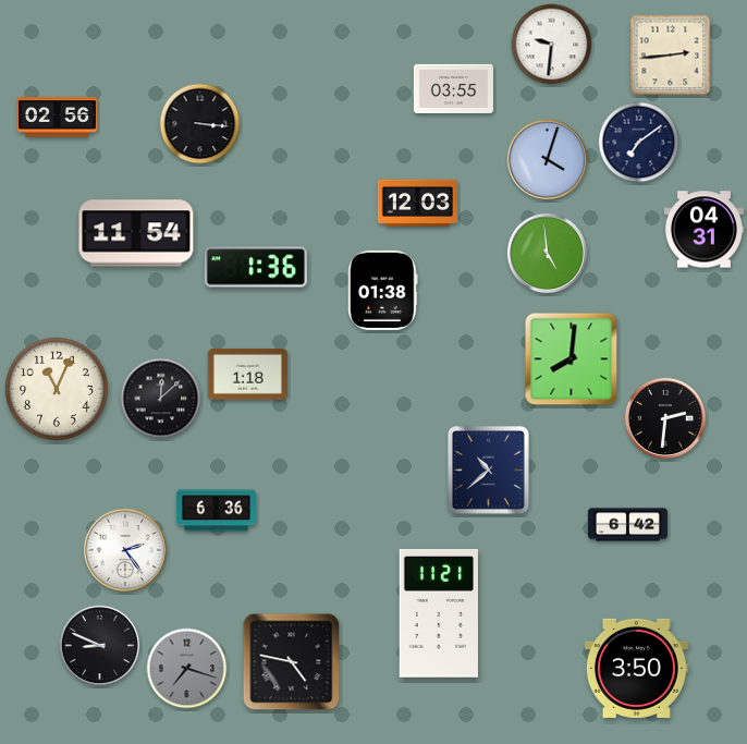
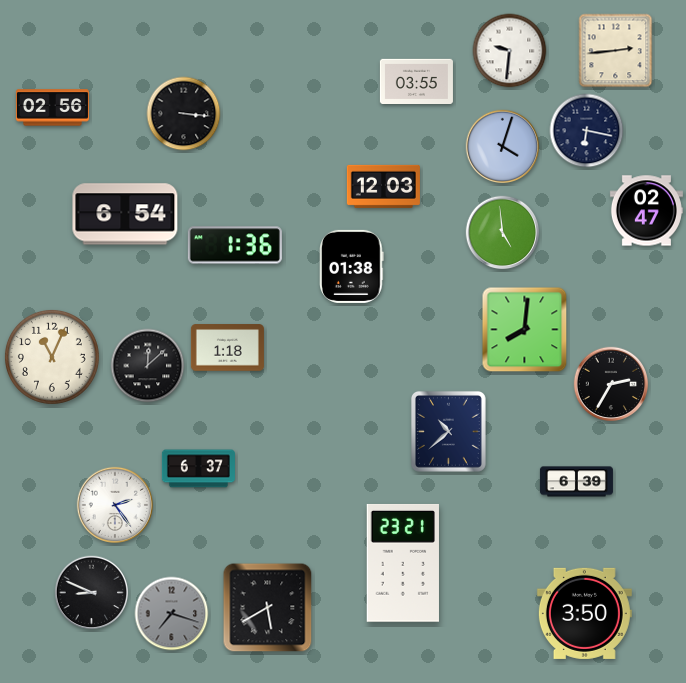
clock at (552, 45) position: (552, 45) -> (510, 51)
clock at (639, 143): 7:09 -> 6:17
clock at (703, 230): 04:31 -> 02:47
clock at (136, 233): 11:54 -> 6:54
clock at (247, 375) position: (247, 375) -> (227, 348)
clock at (665, 418): 2:31 -> 2:35
clock at (216, 511): 6:36 -> 6:37
clock at (627, 525): 6:42 -> 6:39
clock at (439, 613): 11:21 -> 23:21
clock at (292, 662): 4:47 -> 5:40
